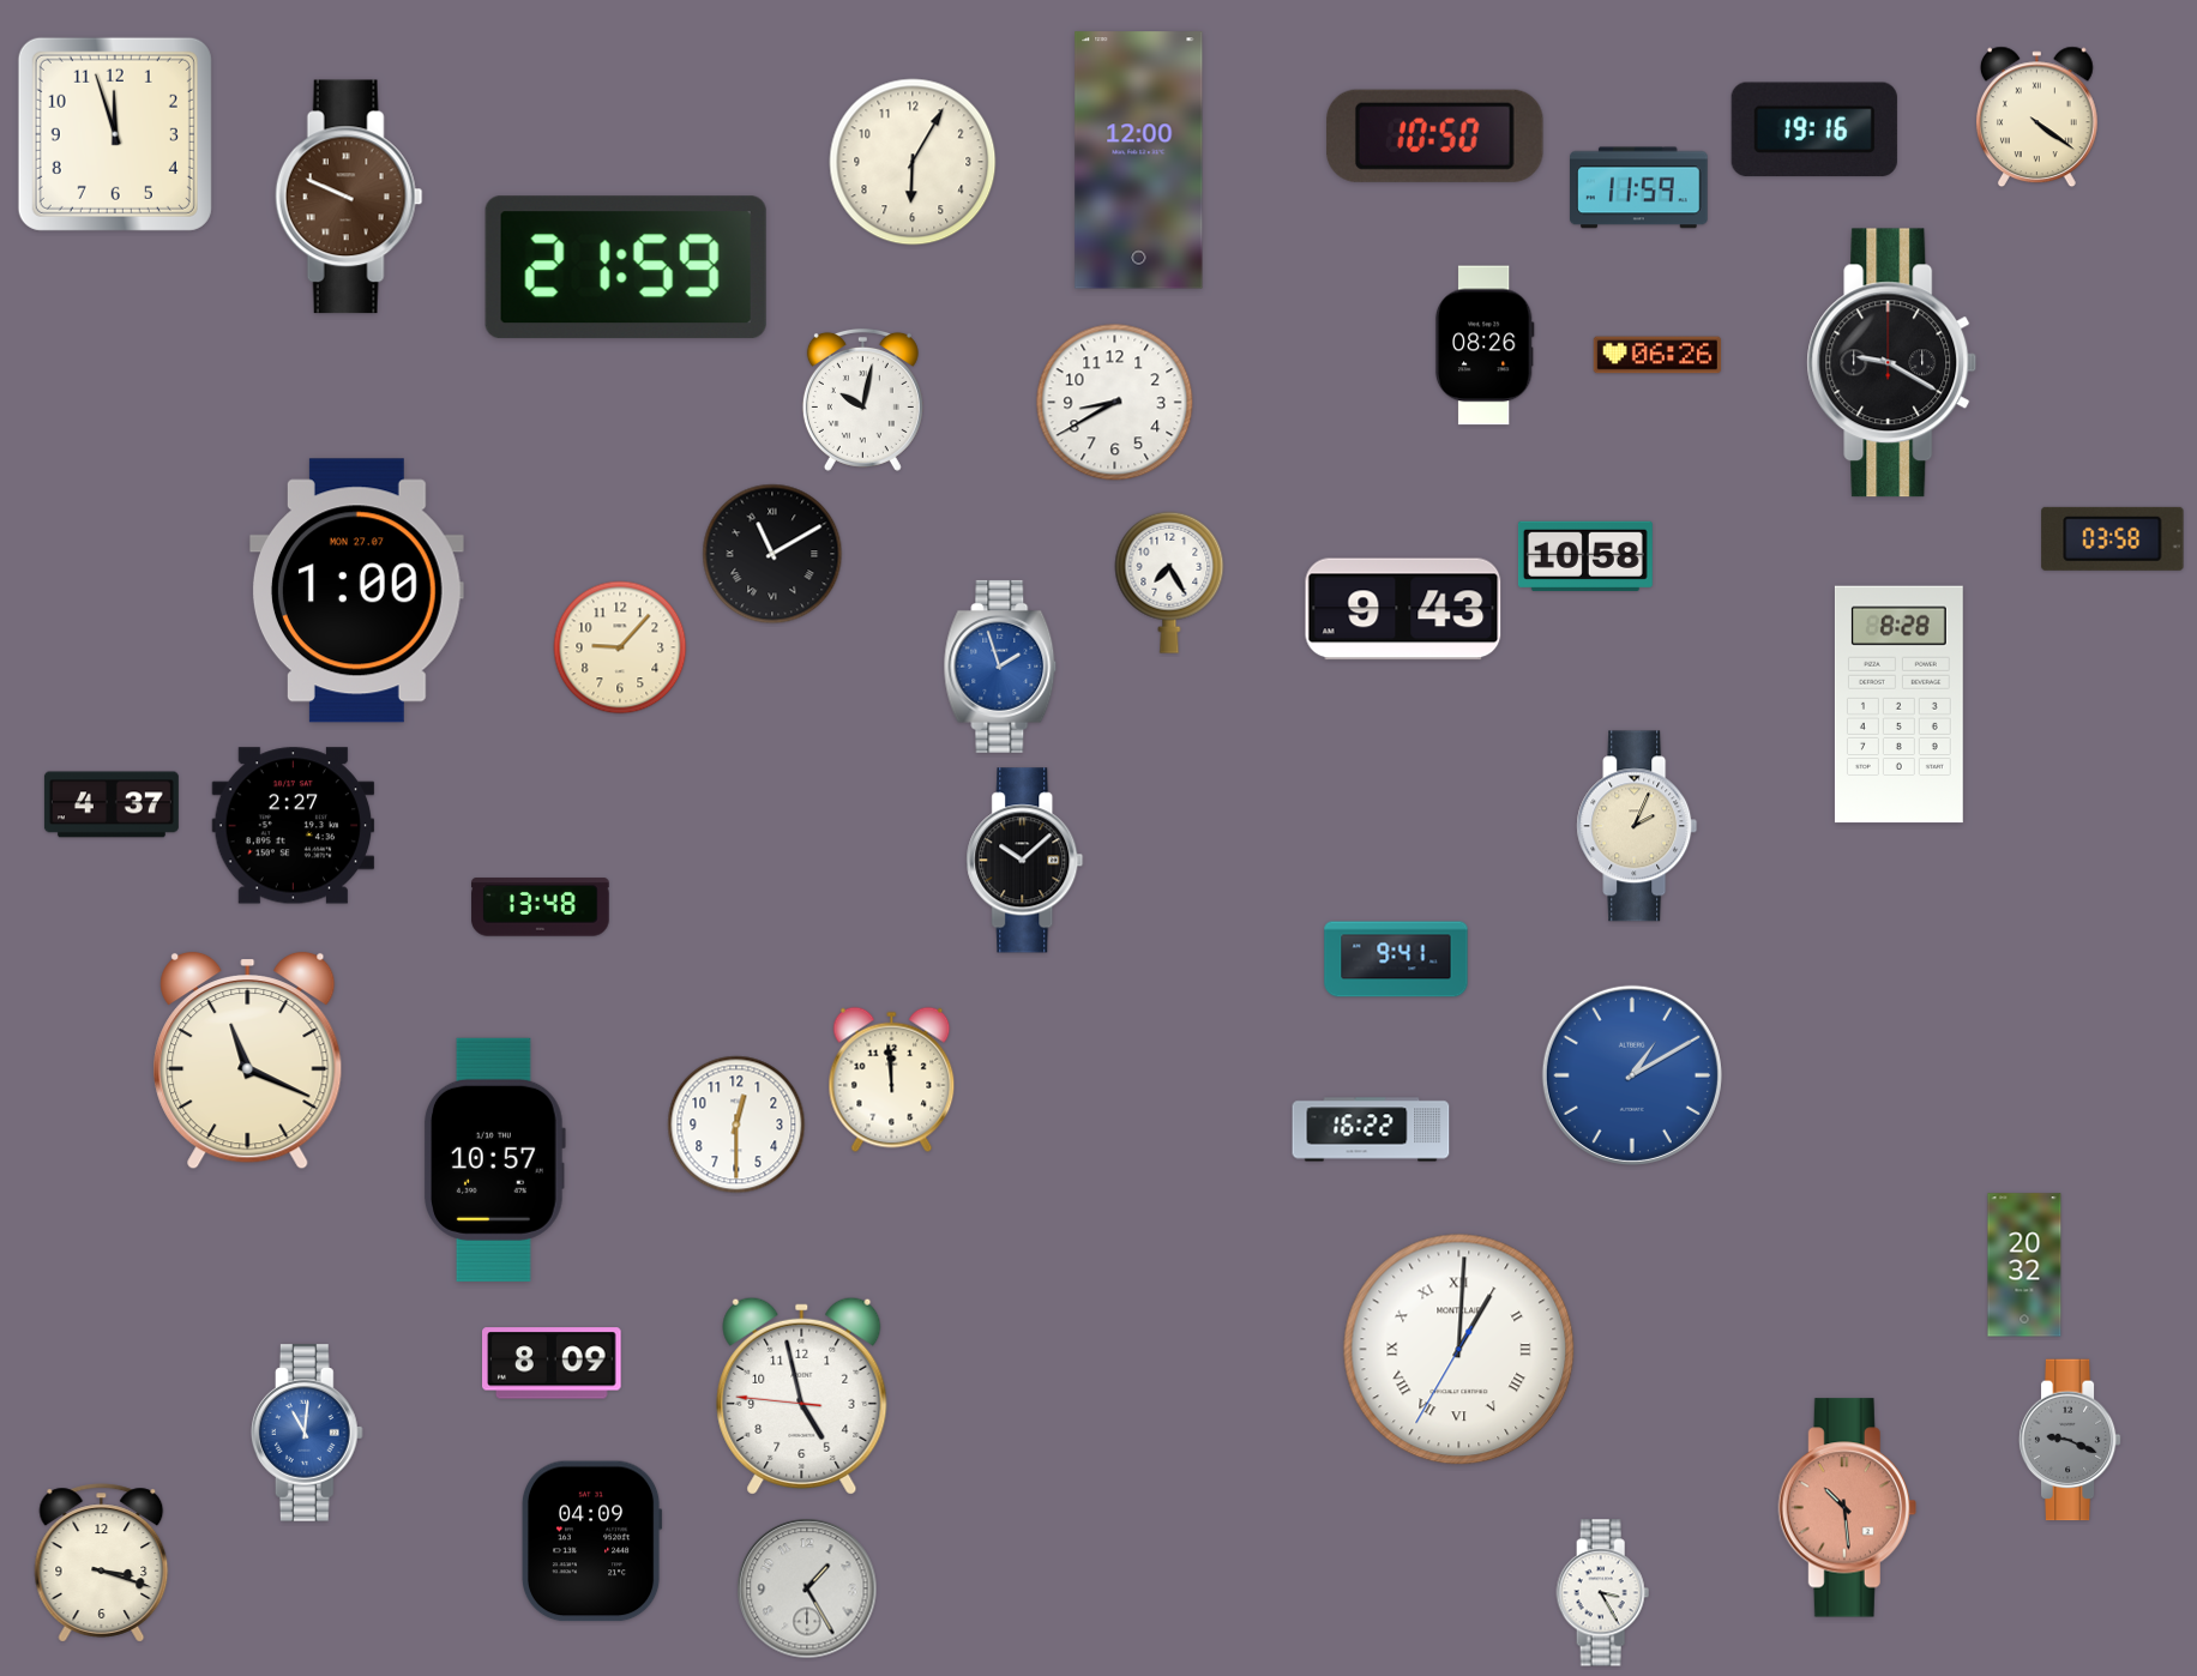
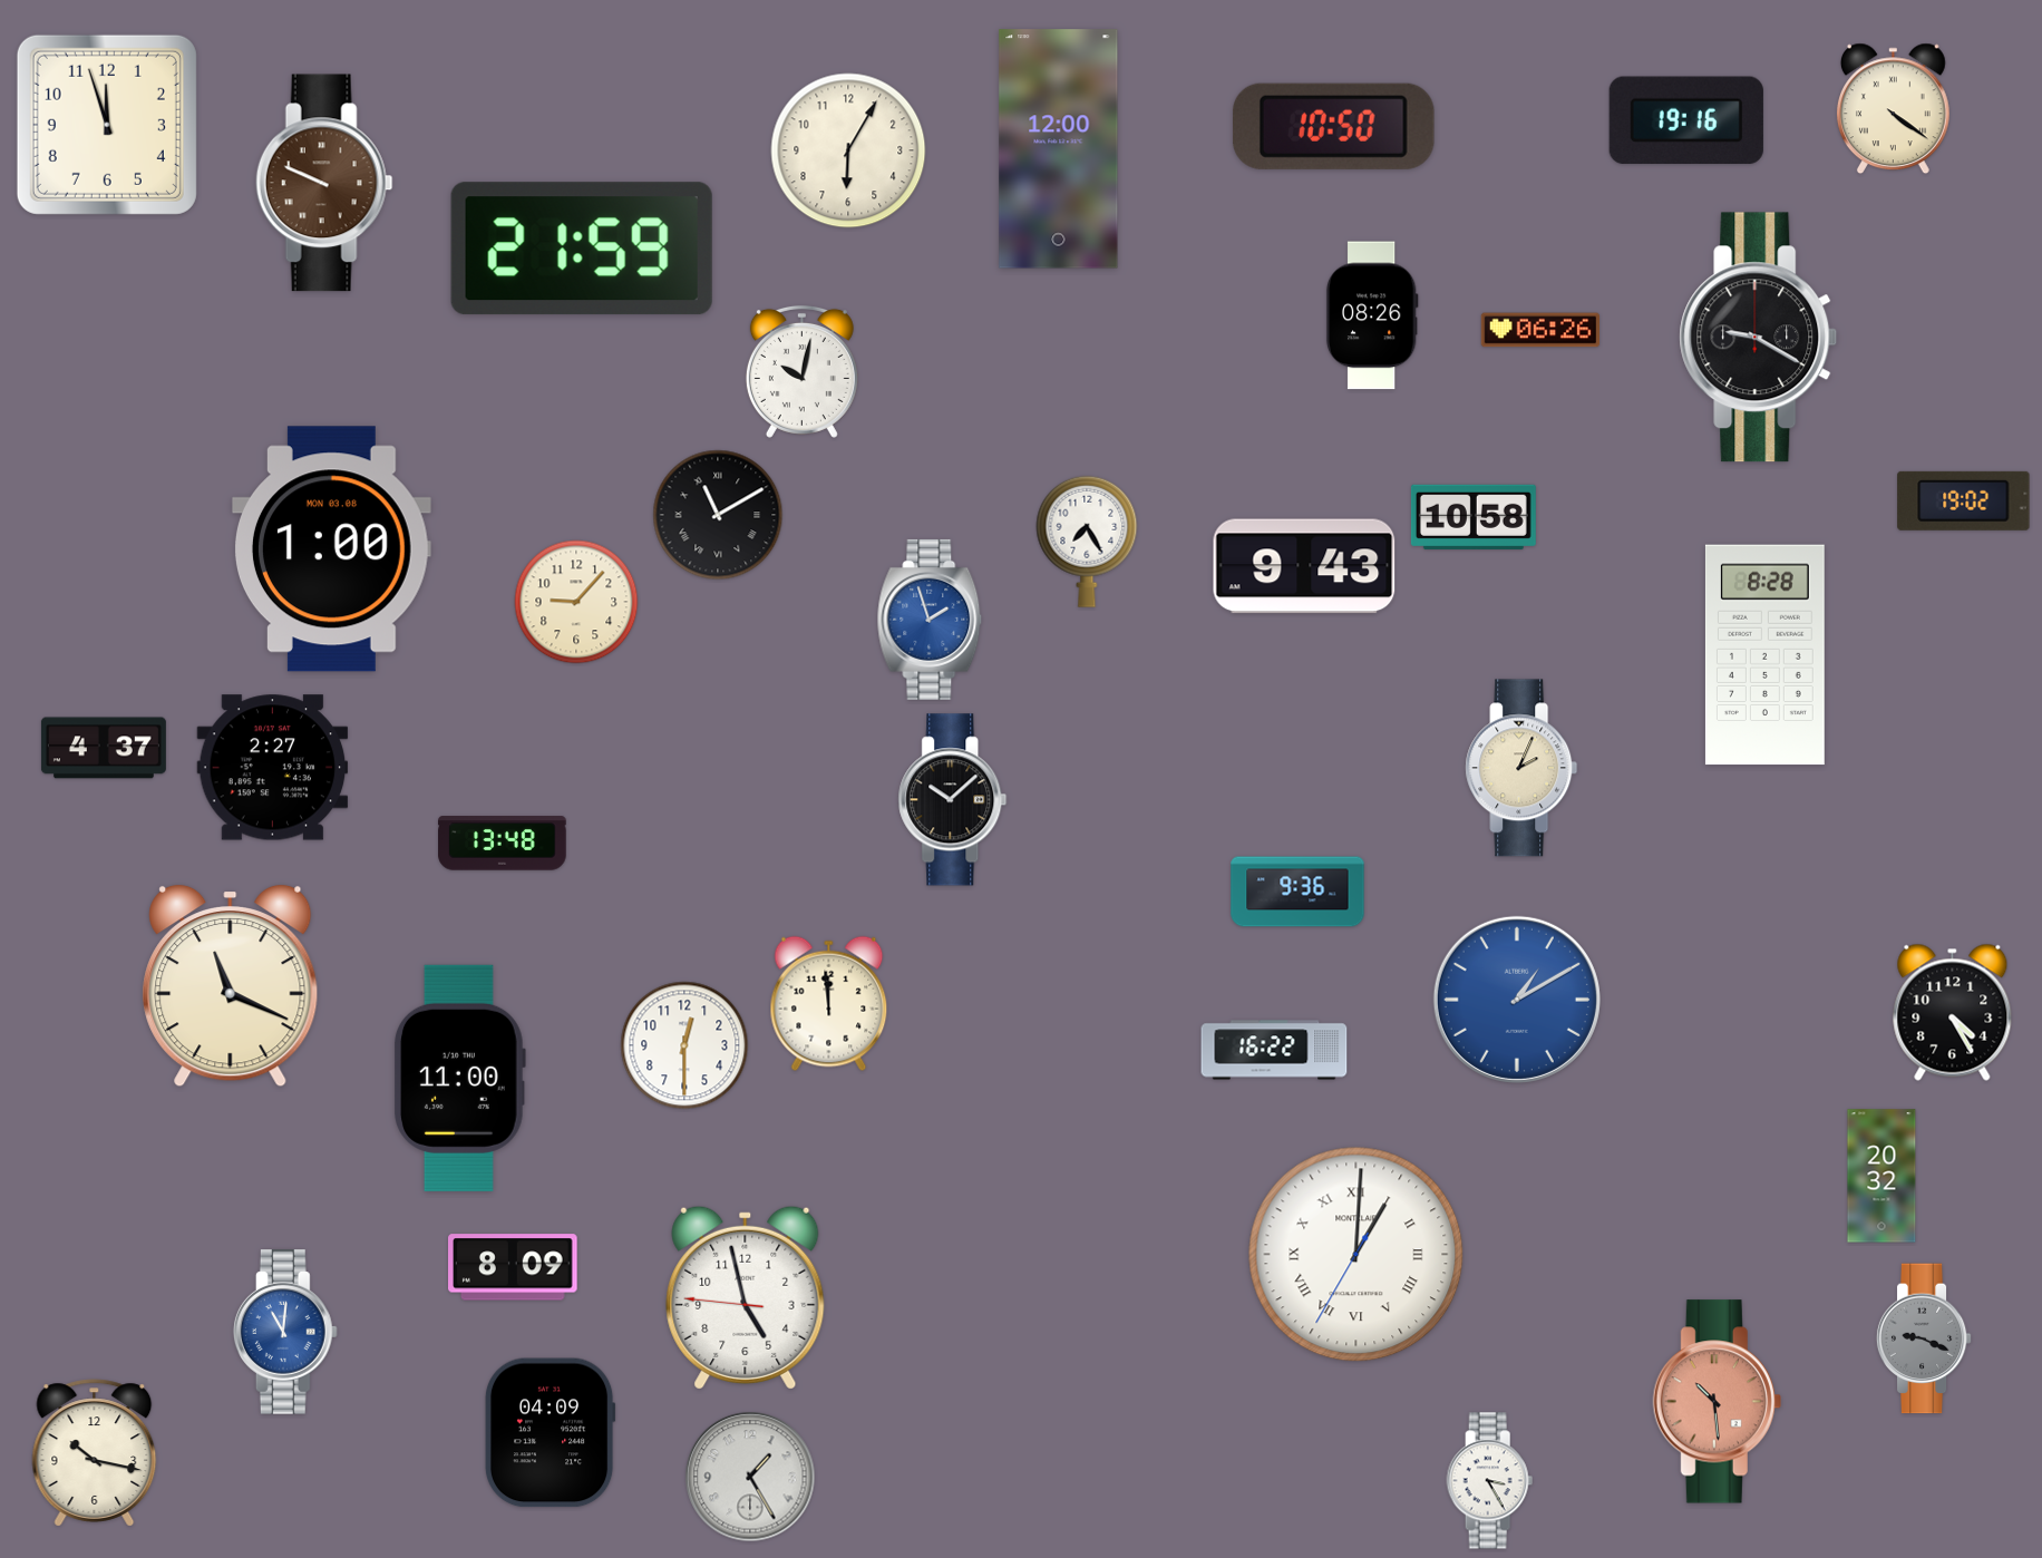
clock at (1639, 188): 11:59 -> none
clock at (1485, 345) position: (1485, 345) -> (1372, 315)
clock at (1115, 403): 8:40 -> none
clock at (2113, 538): 03:58 -> 19:02
clock at (357, 591) date: MON 27.07 -> MON 03.08
clock at (1396, 959): 9:41 -> 9:36
clock at (1953, 1012): none -> 4:25
clock at (495, 1159): 10:57 -> 11:00
clock at (102, 1563): 3:18 -> 10:17
